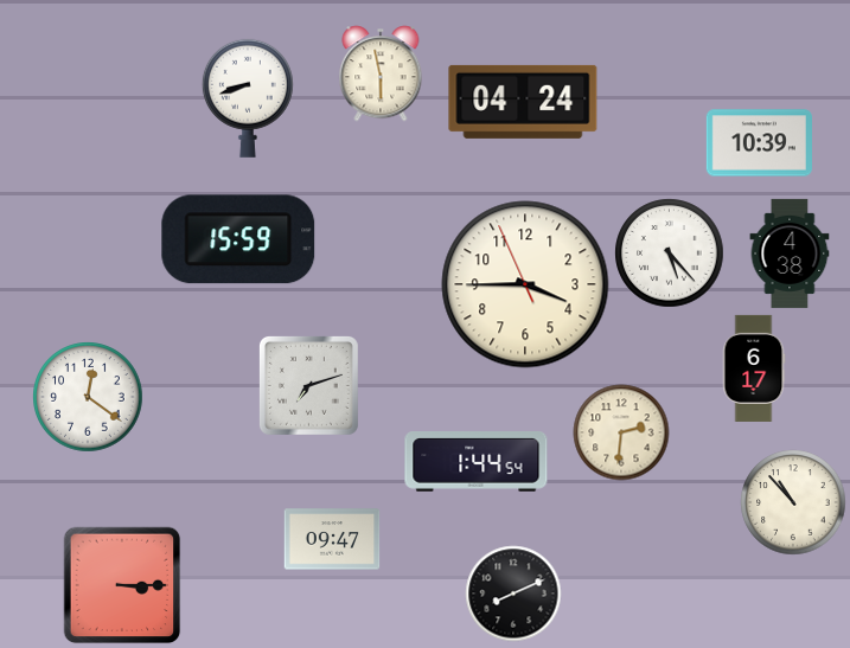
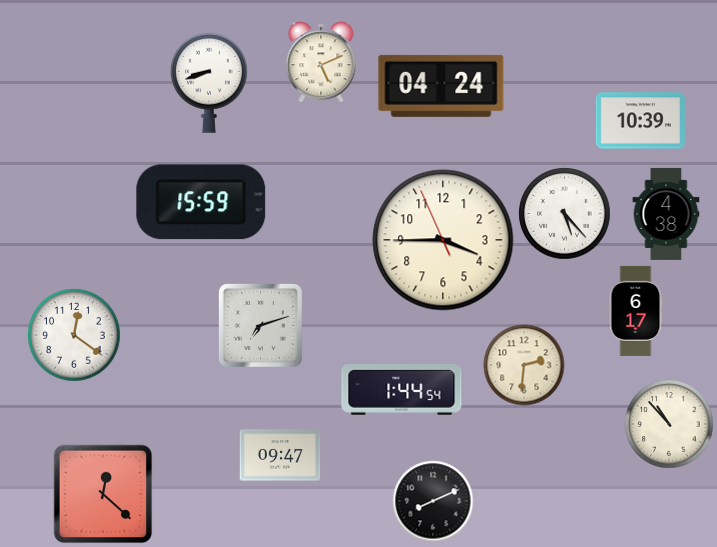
clock at (381, 73): 5:58 -> 5:11
clock at (122, 585): 3:15 -> 12:22
